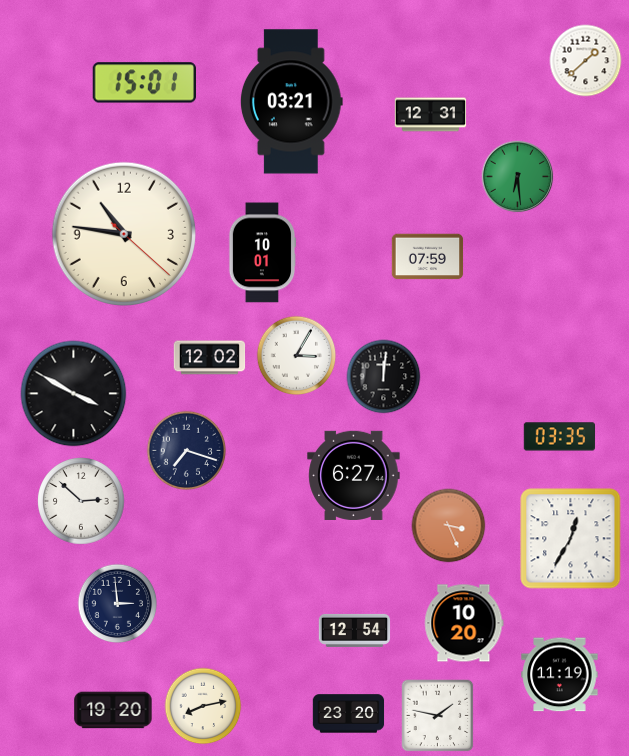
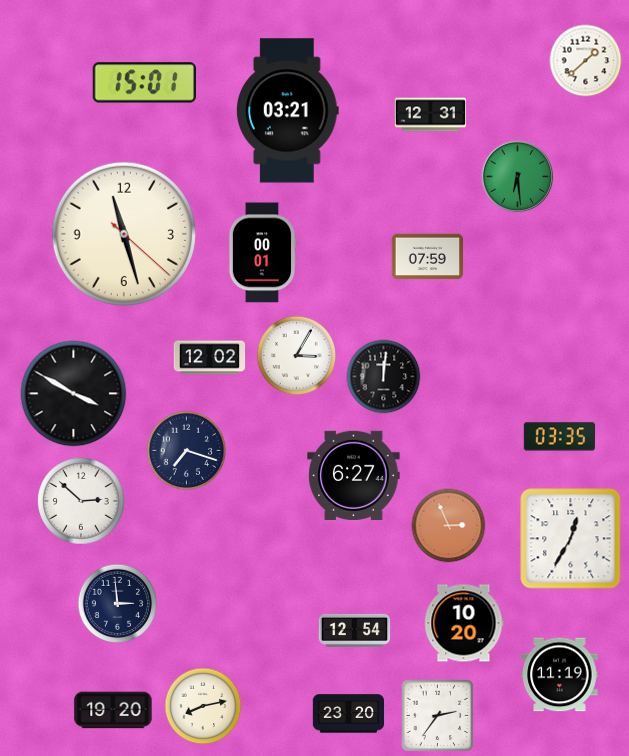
clock at (291, 102) position: (291, 102) -> (287, 111)
clock at (124, 234): 10:46 -> 11:27
clock at (262, 253): 10:01 -> 00:01
clock at (449, 526): 3:26 -> 2:56
clock at (438, 716): 1:47 -> 2:36
